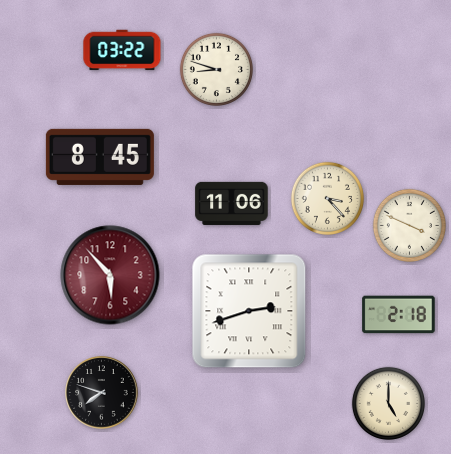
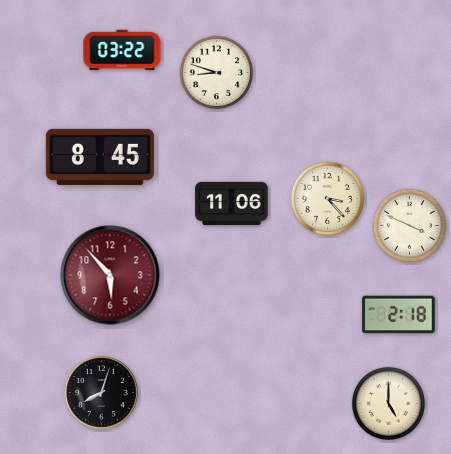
clock at (216, 69) position: (216, 69) -> (216, 72)
clock at (249, 311): 2:42 -> none
clock at (102, 393): 7:48 -> 8:03
